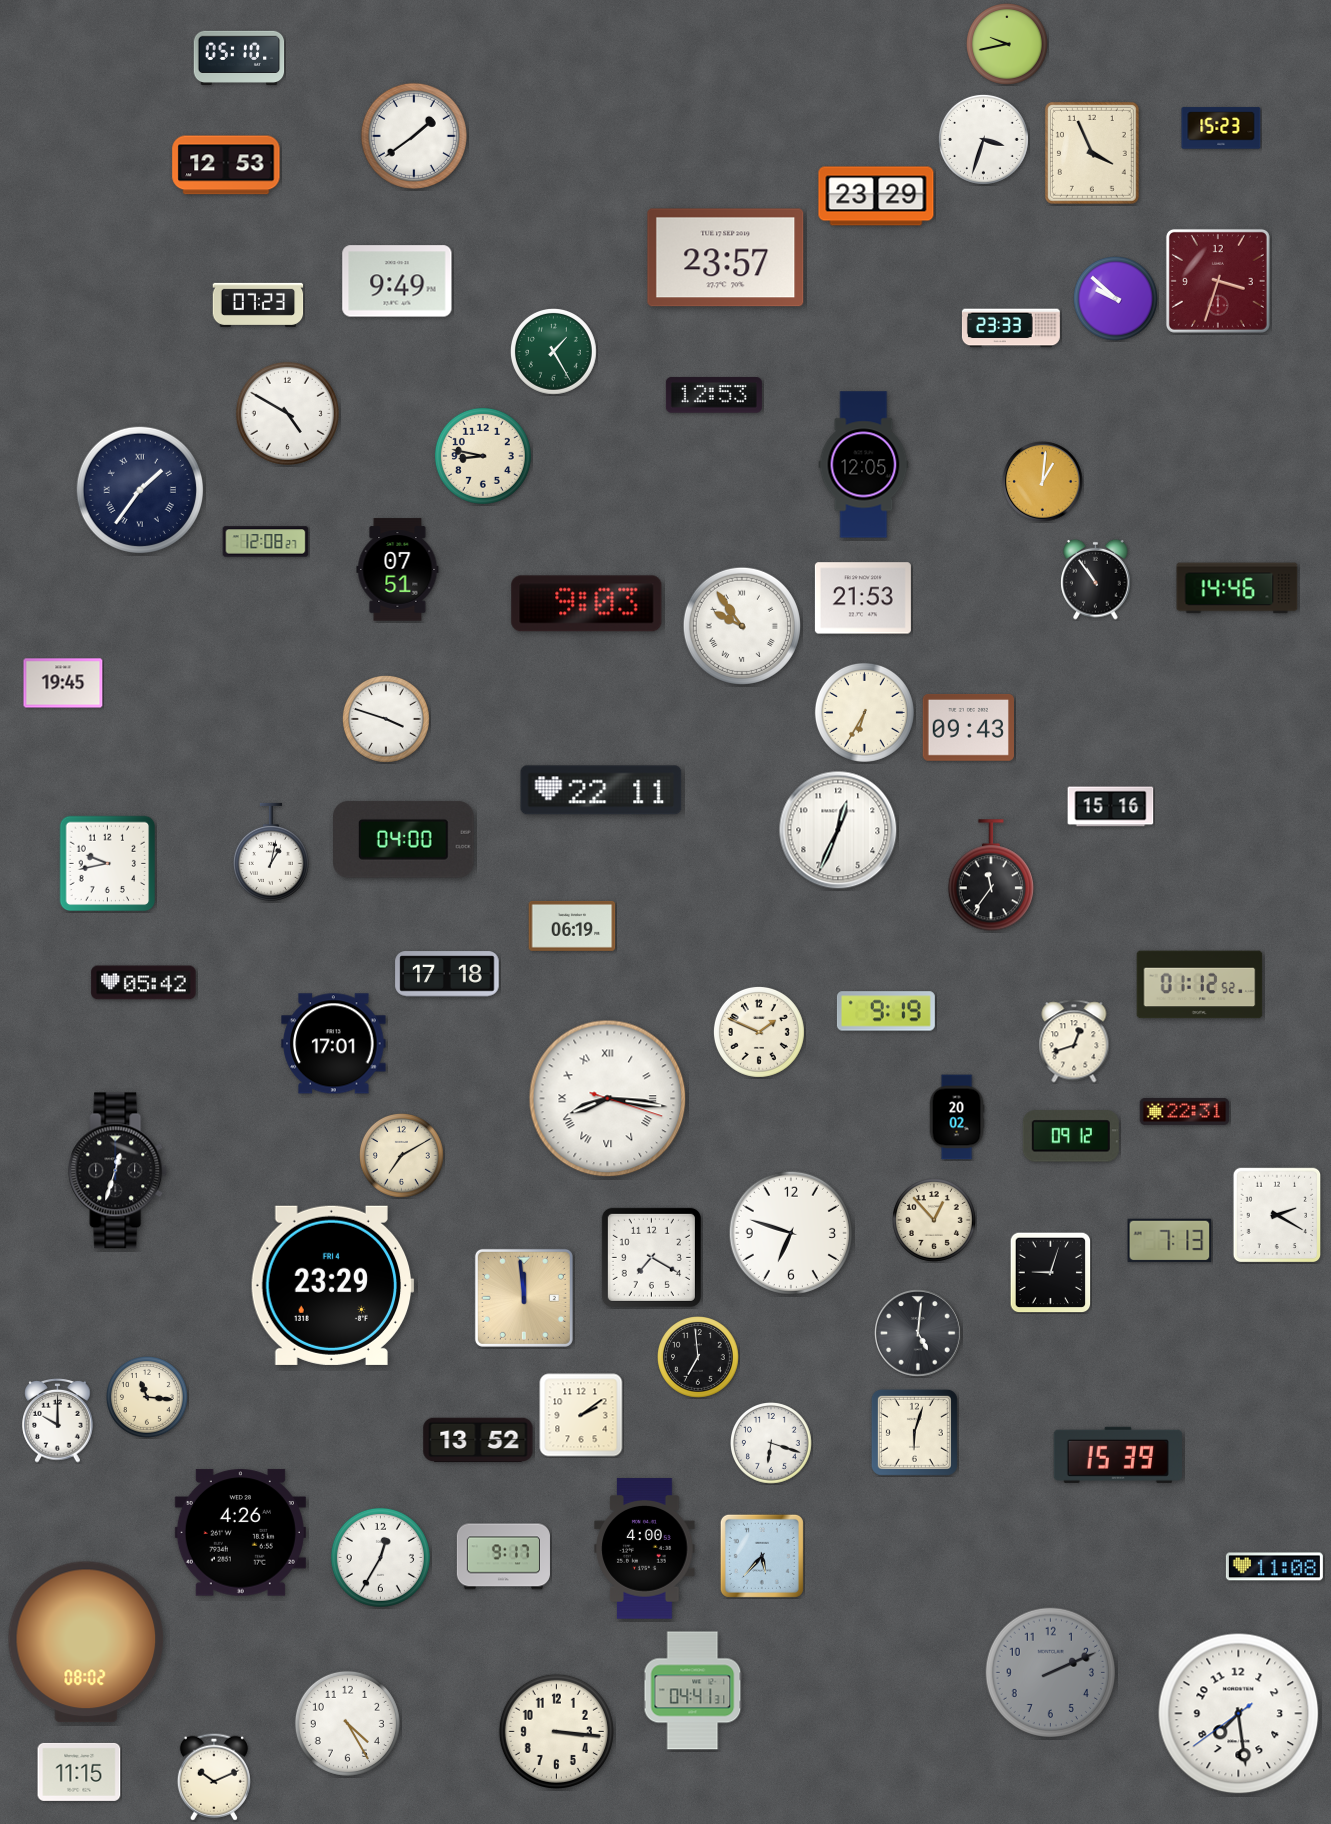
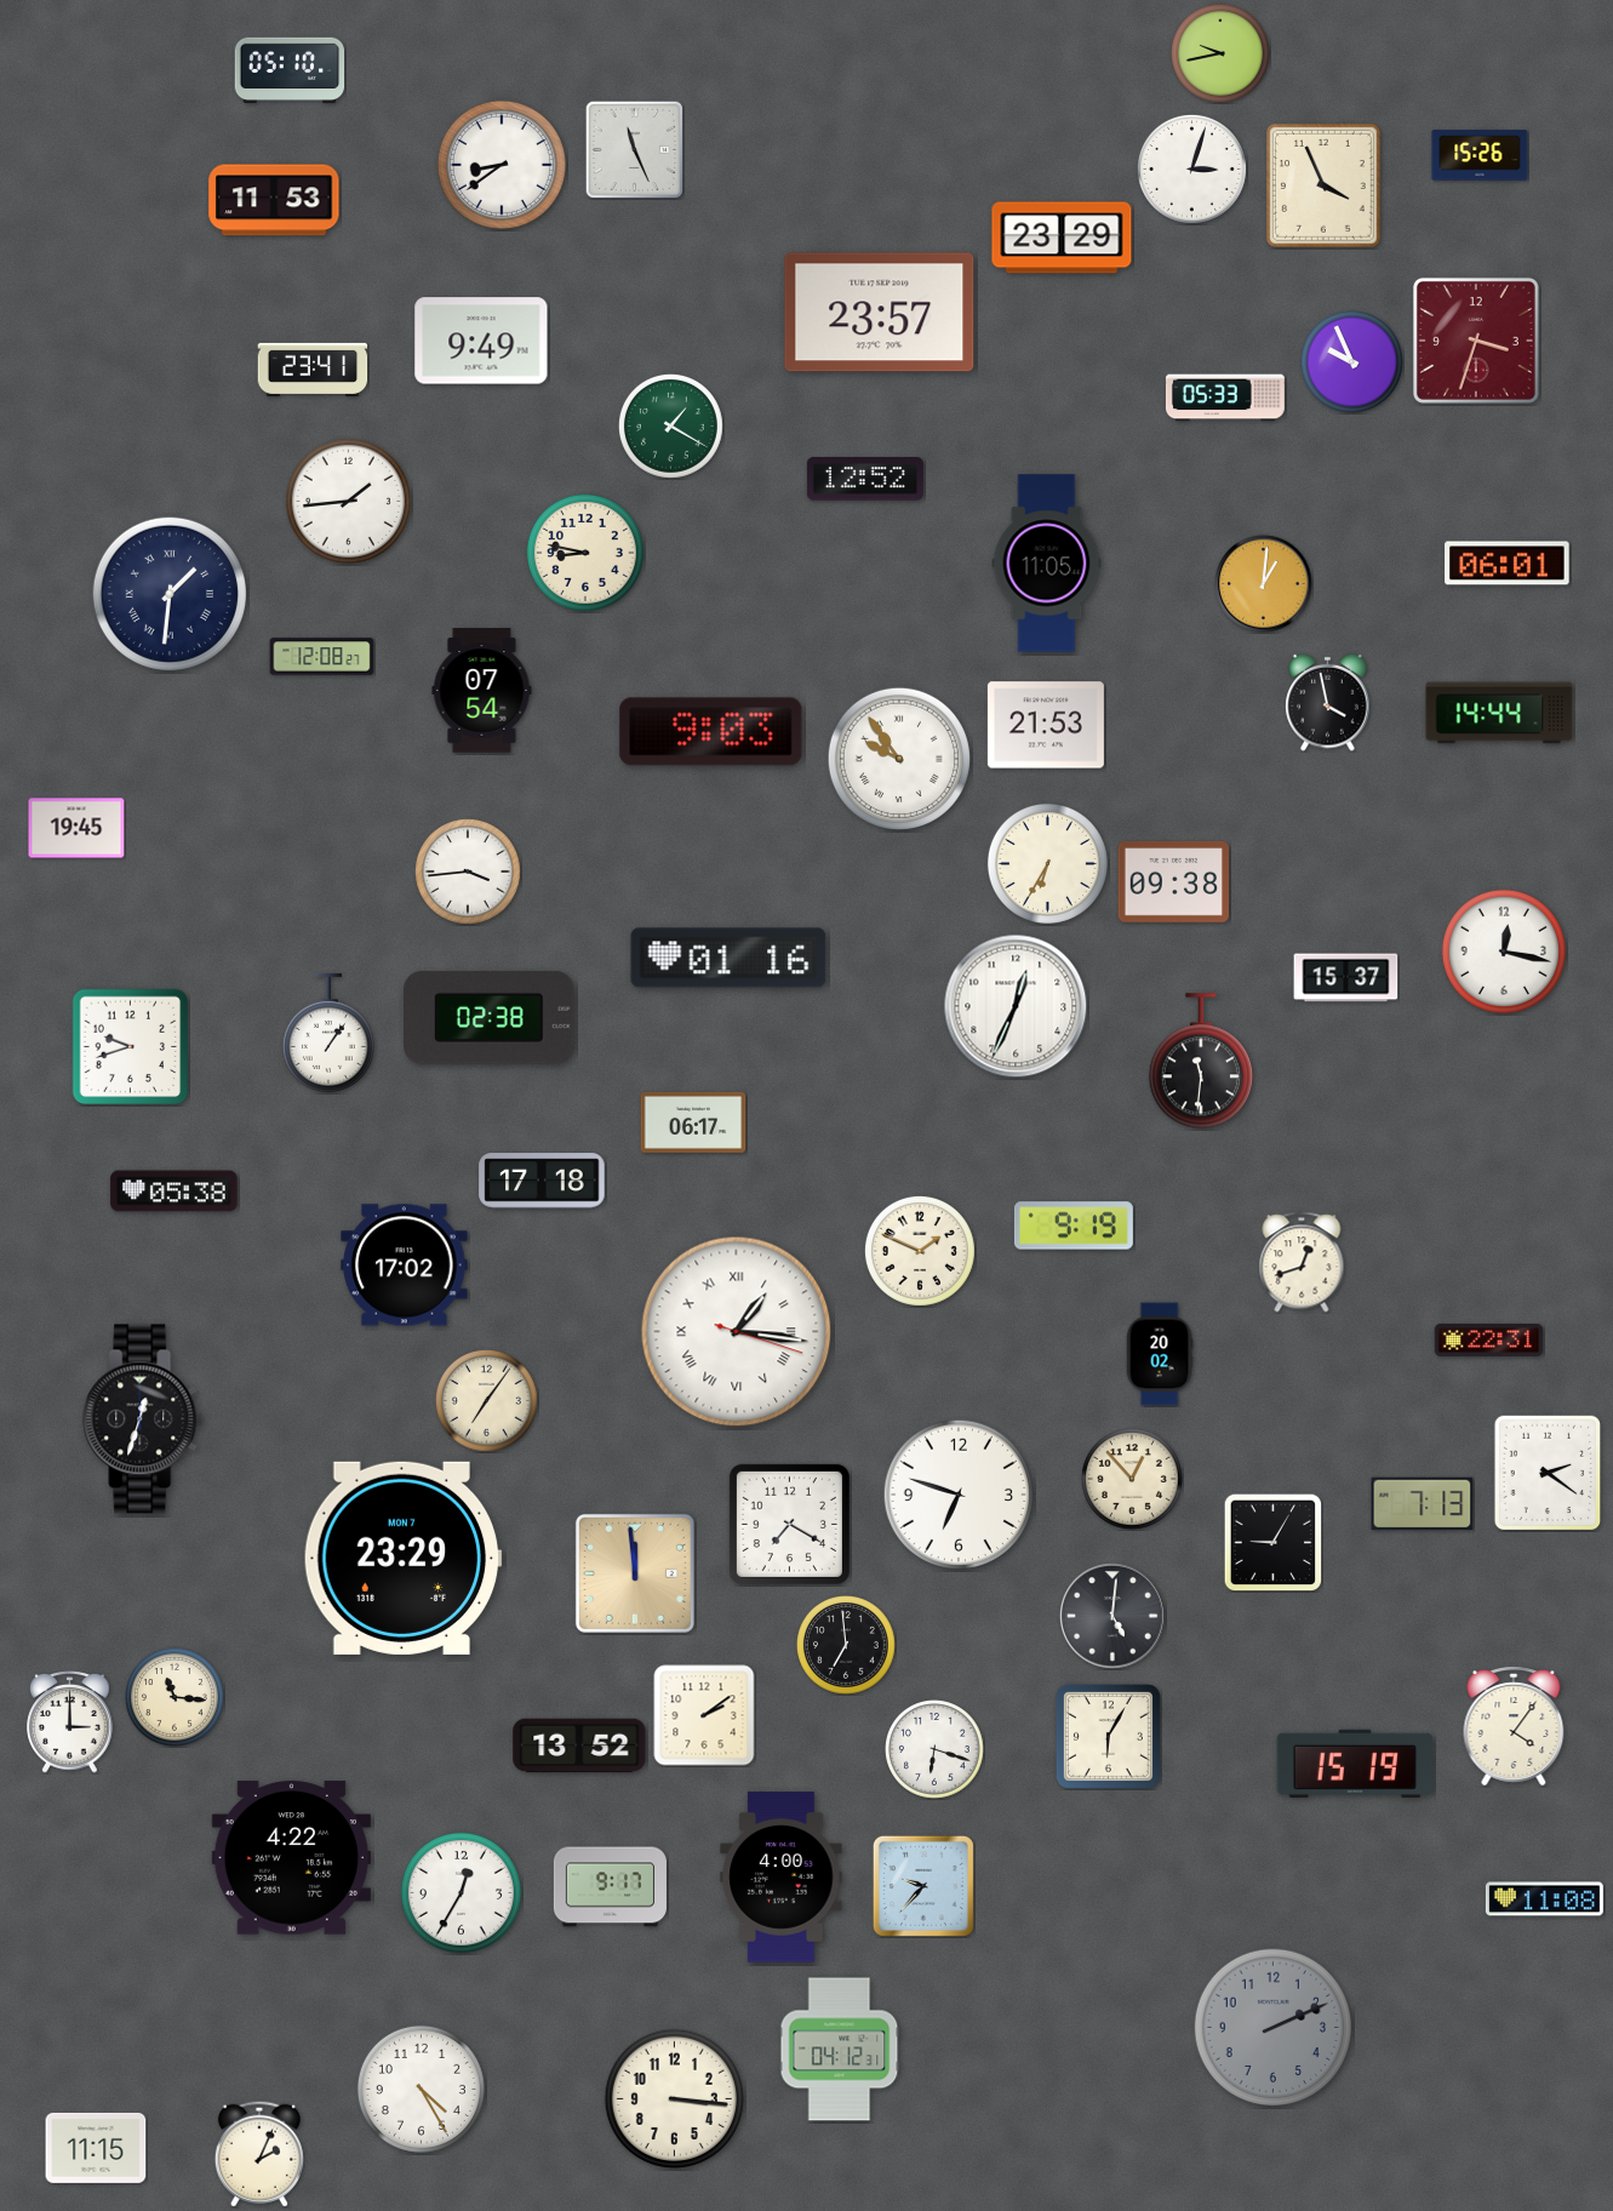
clock at (634, 149): none -> 11:26
clock at (1221, 128): 15:23 -> 15:26
clock at (414, 136): 1:39 -> 8:39
clock at (983, 139): 3:33 -> 3:03
clock at (226, 165): 12:53 -> 11:53
clock at (1116, 299): 9:52 -> 9:56
clock at (258, 305): 07:23 -> 23:41
clock at (1011, 328): 23:33 -> 05:33
clock at (553, 351): 1:25 -> 1:20
clock at (714, 395): 12:53 -> 12:52
clock at (287, 413): 4:50 -> 1:44
clock at (864, 465): 12:05 -> 11:05
clock at (1508, 564): none -> 06:01
clock at (139, 489): 1:36 -> 1:31
clock at (398, 570): 07:51 -> 07:54
clock at (1096, 579): 10:54 -> 3:58
clock at (1237, 588): 14:46 -> 14:44
clock at (386, 719): 3:48 -> 3:44
clock at (968, 728): 09:43 -> 09:38
clock at (1504, 952): none -> 12:17
clock at (601, 790): 22:11 -> 01:16
clock at (1111, 807): 15:16 -> 15:37
clock at (404, 839): 04:00 -> 02:38
clock at (271, 852): 1:02 -> 1:06
clock at (108, 864): 9:43 -> 9:42
clock at (991, 876): 11:36 -> 11:31
clock at (572, 926): 06:19 -> 06:17
clock at (144, 983): 05:42 -> 05:38
clock at (1200, 985): 01:12 -> none
clock at (334, 1044): 17:01 -> 17:02
clock at (608, 1099): 8:16 -> 1:16
clock at (1185, 1111) position: (1185, 1111) -> (1489, 1339)
clock at (1071, 1136): 09:12 -> none
clock at (402, 1156): 7:10 -> 7:06
clock at (1277, 1215): 2:20 -> 2:21
clock at (1170, 1241) position: (1170, 1241) -> (1423, 1504)
clock at (1050, 1272): 9:03 -> 9:05
clock at (332, 1285) date: FRI 4 -> MON 7
clock at (148, 1398) position: (148, 1398) -> (176, 1698)
clock at (58, 1421): 10:00 -> 3:00
clock at (1514, 1726): none -> 4:06
clock at (914, 1432): 6:03 -> 6:05
clock at (1117, 1455): 15:39 -> 15:19
clock at (240, 1533): 4:26 -> 4:22
clock at (762, 1556): 5:37 -> 9:37
clock at (380, 1557) position: (380, 1557) -> (461, 1892)
clock at (86, 1642): 08:02 -> none
clock at (693, 1691): 04:41 -> 04:12
clock at (1239, 1714): 7:28 -> none
clock at (214, 1777): 10:11 -> 2:04
